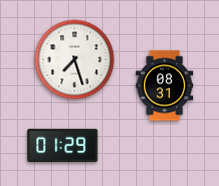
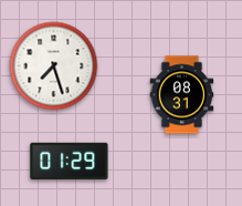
clock at (75, 60) position: (75, 60) -> (54, 66)
